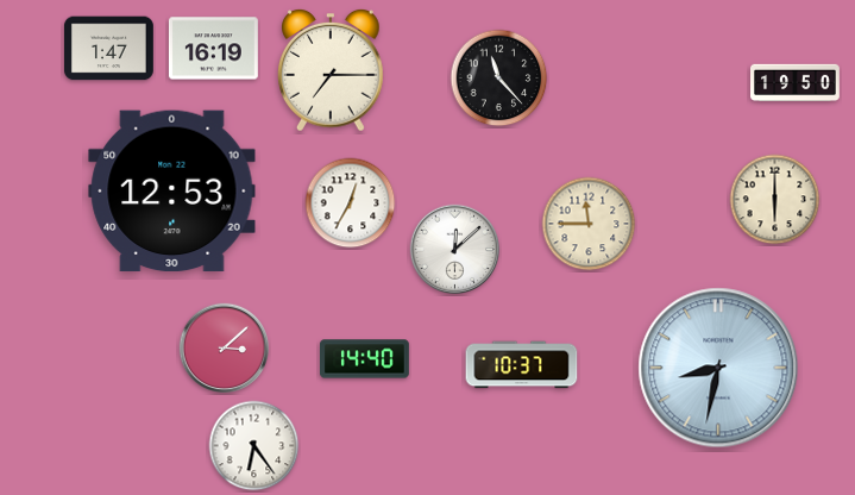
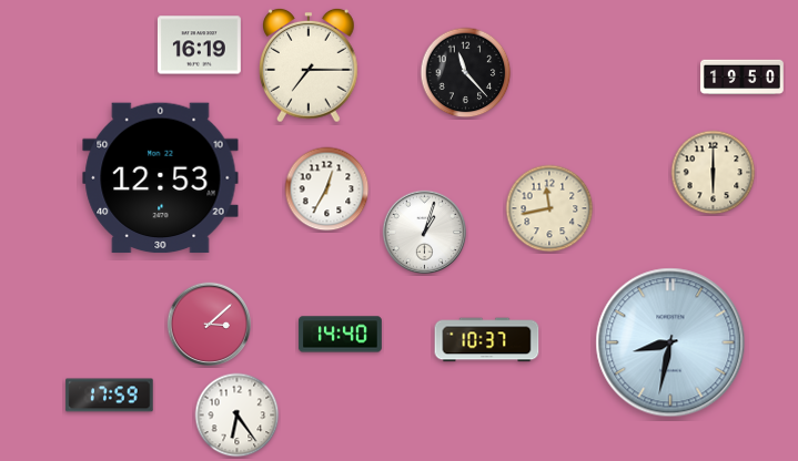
clock at (108, 49): 1:47 -> none
clock at (775, 200) position: (775, 200) -> (714, 173)
clock at (589, 224): 11:45 -> 11:43
clock at (455, 250): 12:08 -> 1:03
clock at (110, 396): none -> 17:59
